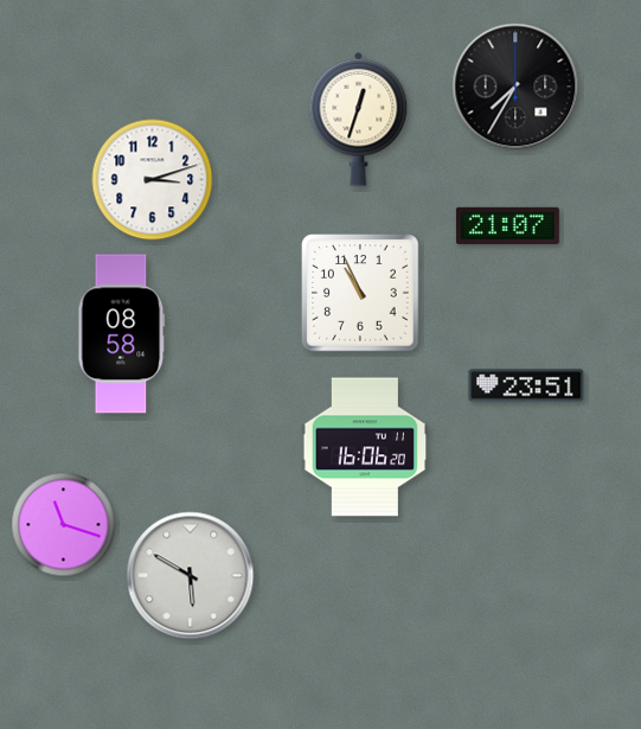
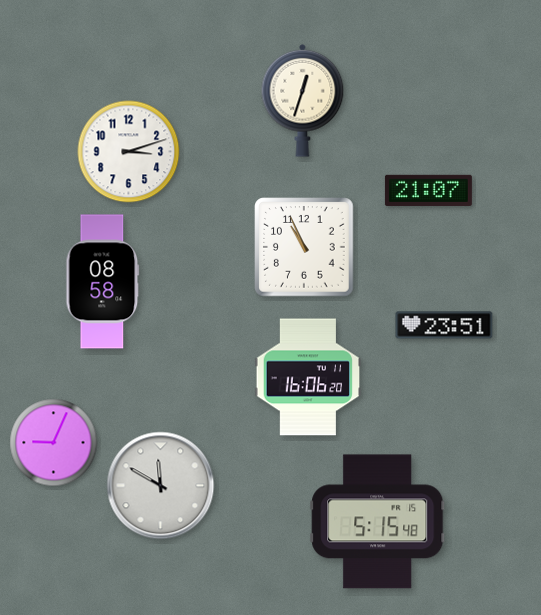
clock at (515, 87): 7:35 -> none
clock at (64, 525): 11:18 -> 9:04
clock at (191, 576): 5:50 -> 11:50
clock at (378, 522): none -> 5:15
